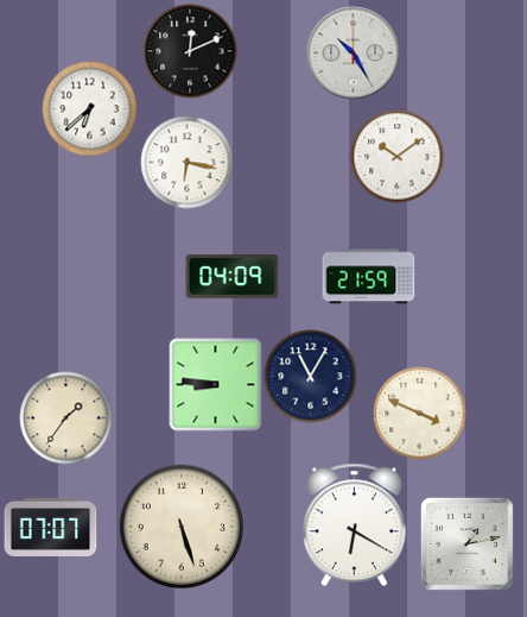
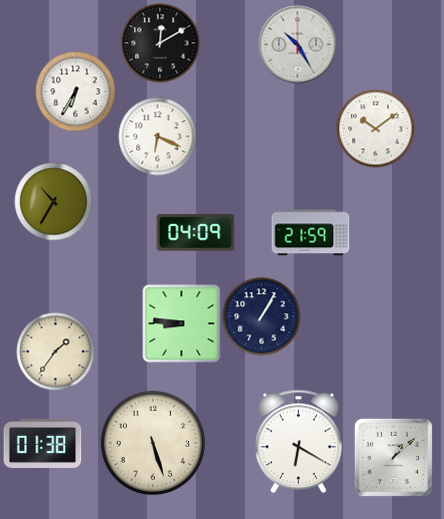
clock at (190, 51): 12:11 -> 12:10
clock at (89, 108): 6:38 -> 6:35
clock at (396, 156) position: (396, 156) -> (375, 128)
clock at (186, 162): 6:17 -> 6:19
clock at (53, 201): none -> 10:35
clock at (310, 376): 11:05 -> 1:05
clock at (419, 413): 3:49 -> none
clock at (50, 527): 07:07 -> 01:38
clock at (466, 543): 1:13 -> 1:08
